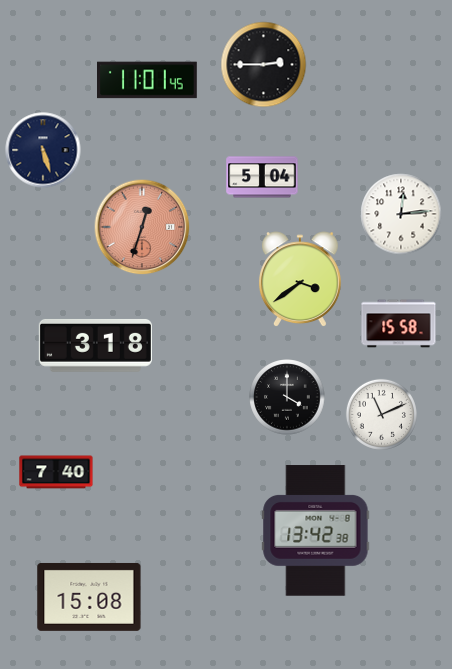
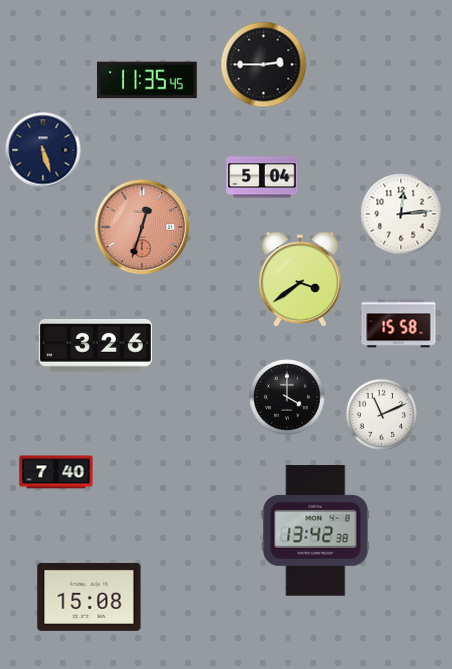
clock at (148, 80): 11:01 -> 11:35
clock at (95, 345): 3:18 -> 3:26
